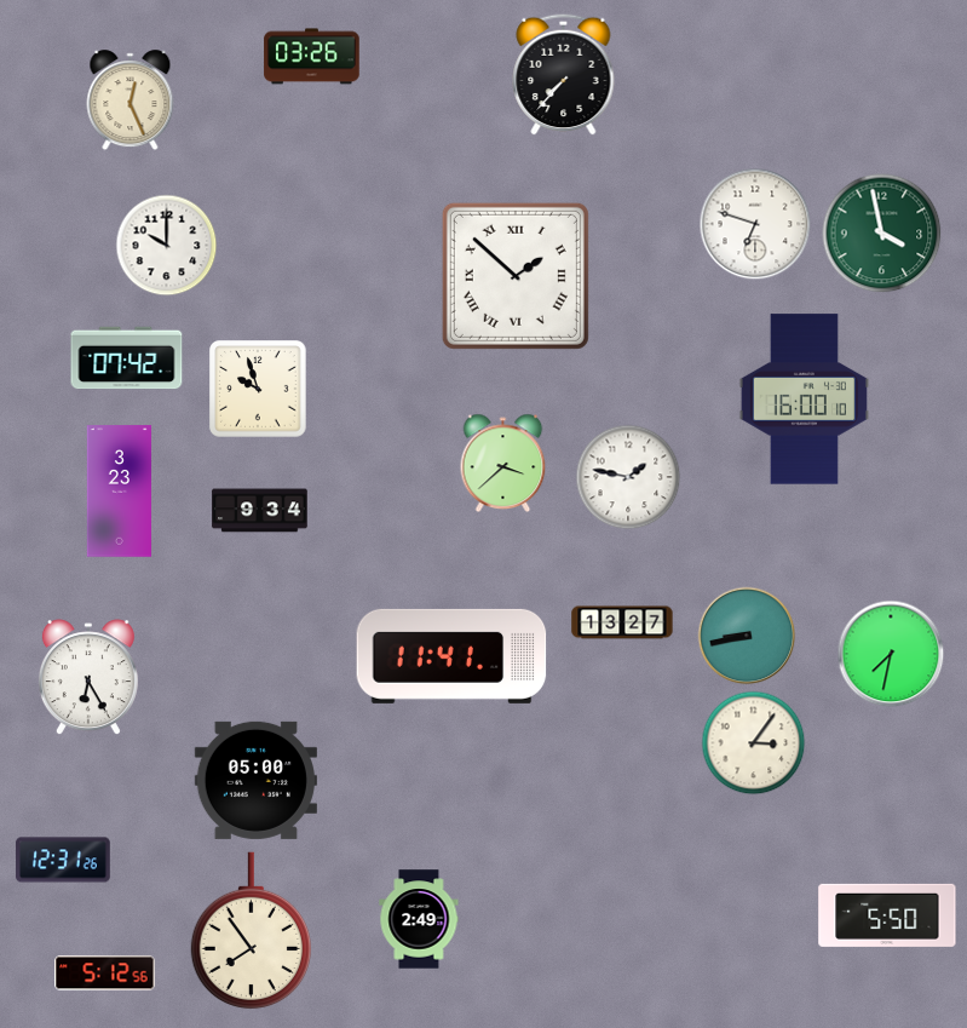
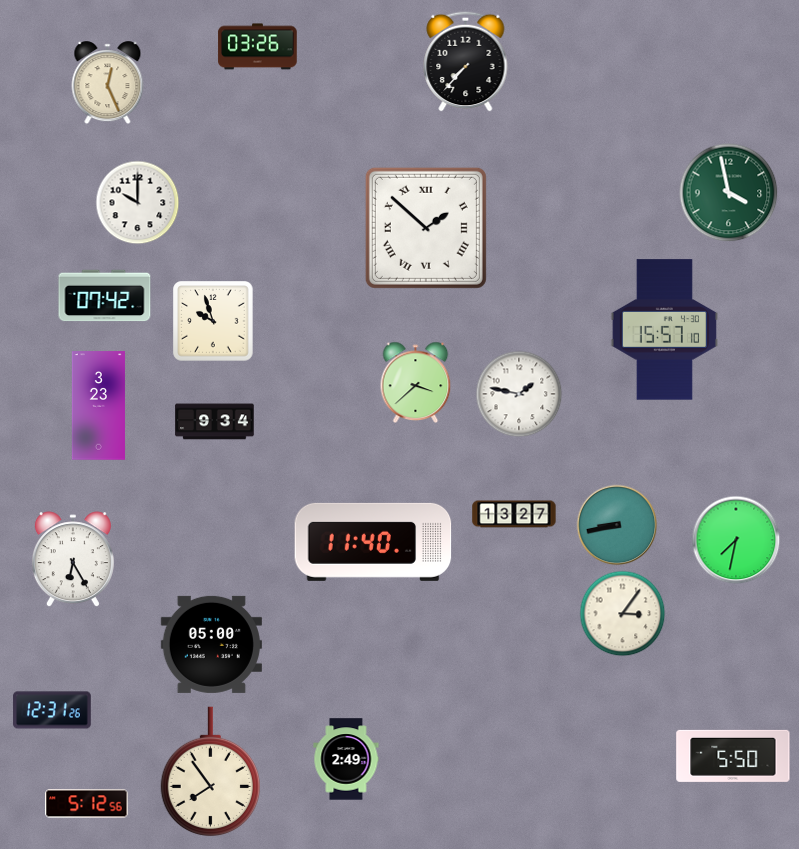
clock at (755, 224): 6:48 -> none
clock at (804, 400): 16:00 -> 15:57
clock at (451, 656): 11:41 -> 11:40
clock at (251, 931) position: (251, 931) -> (210, 772)
